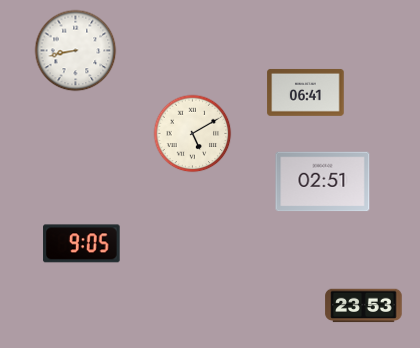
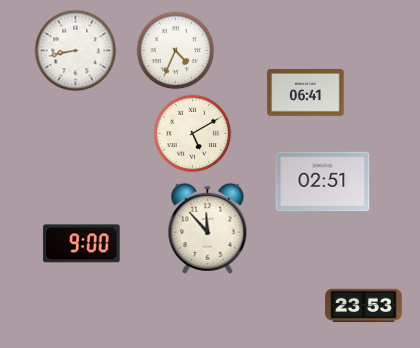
clock at (175, 50): none -> 4:34
clock at (208, 228): none -> 11:53
clock at (82, 244): 9:05 -> 9:00
